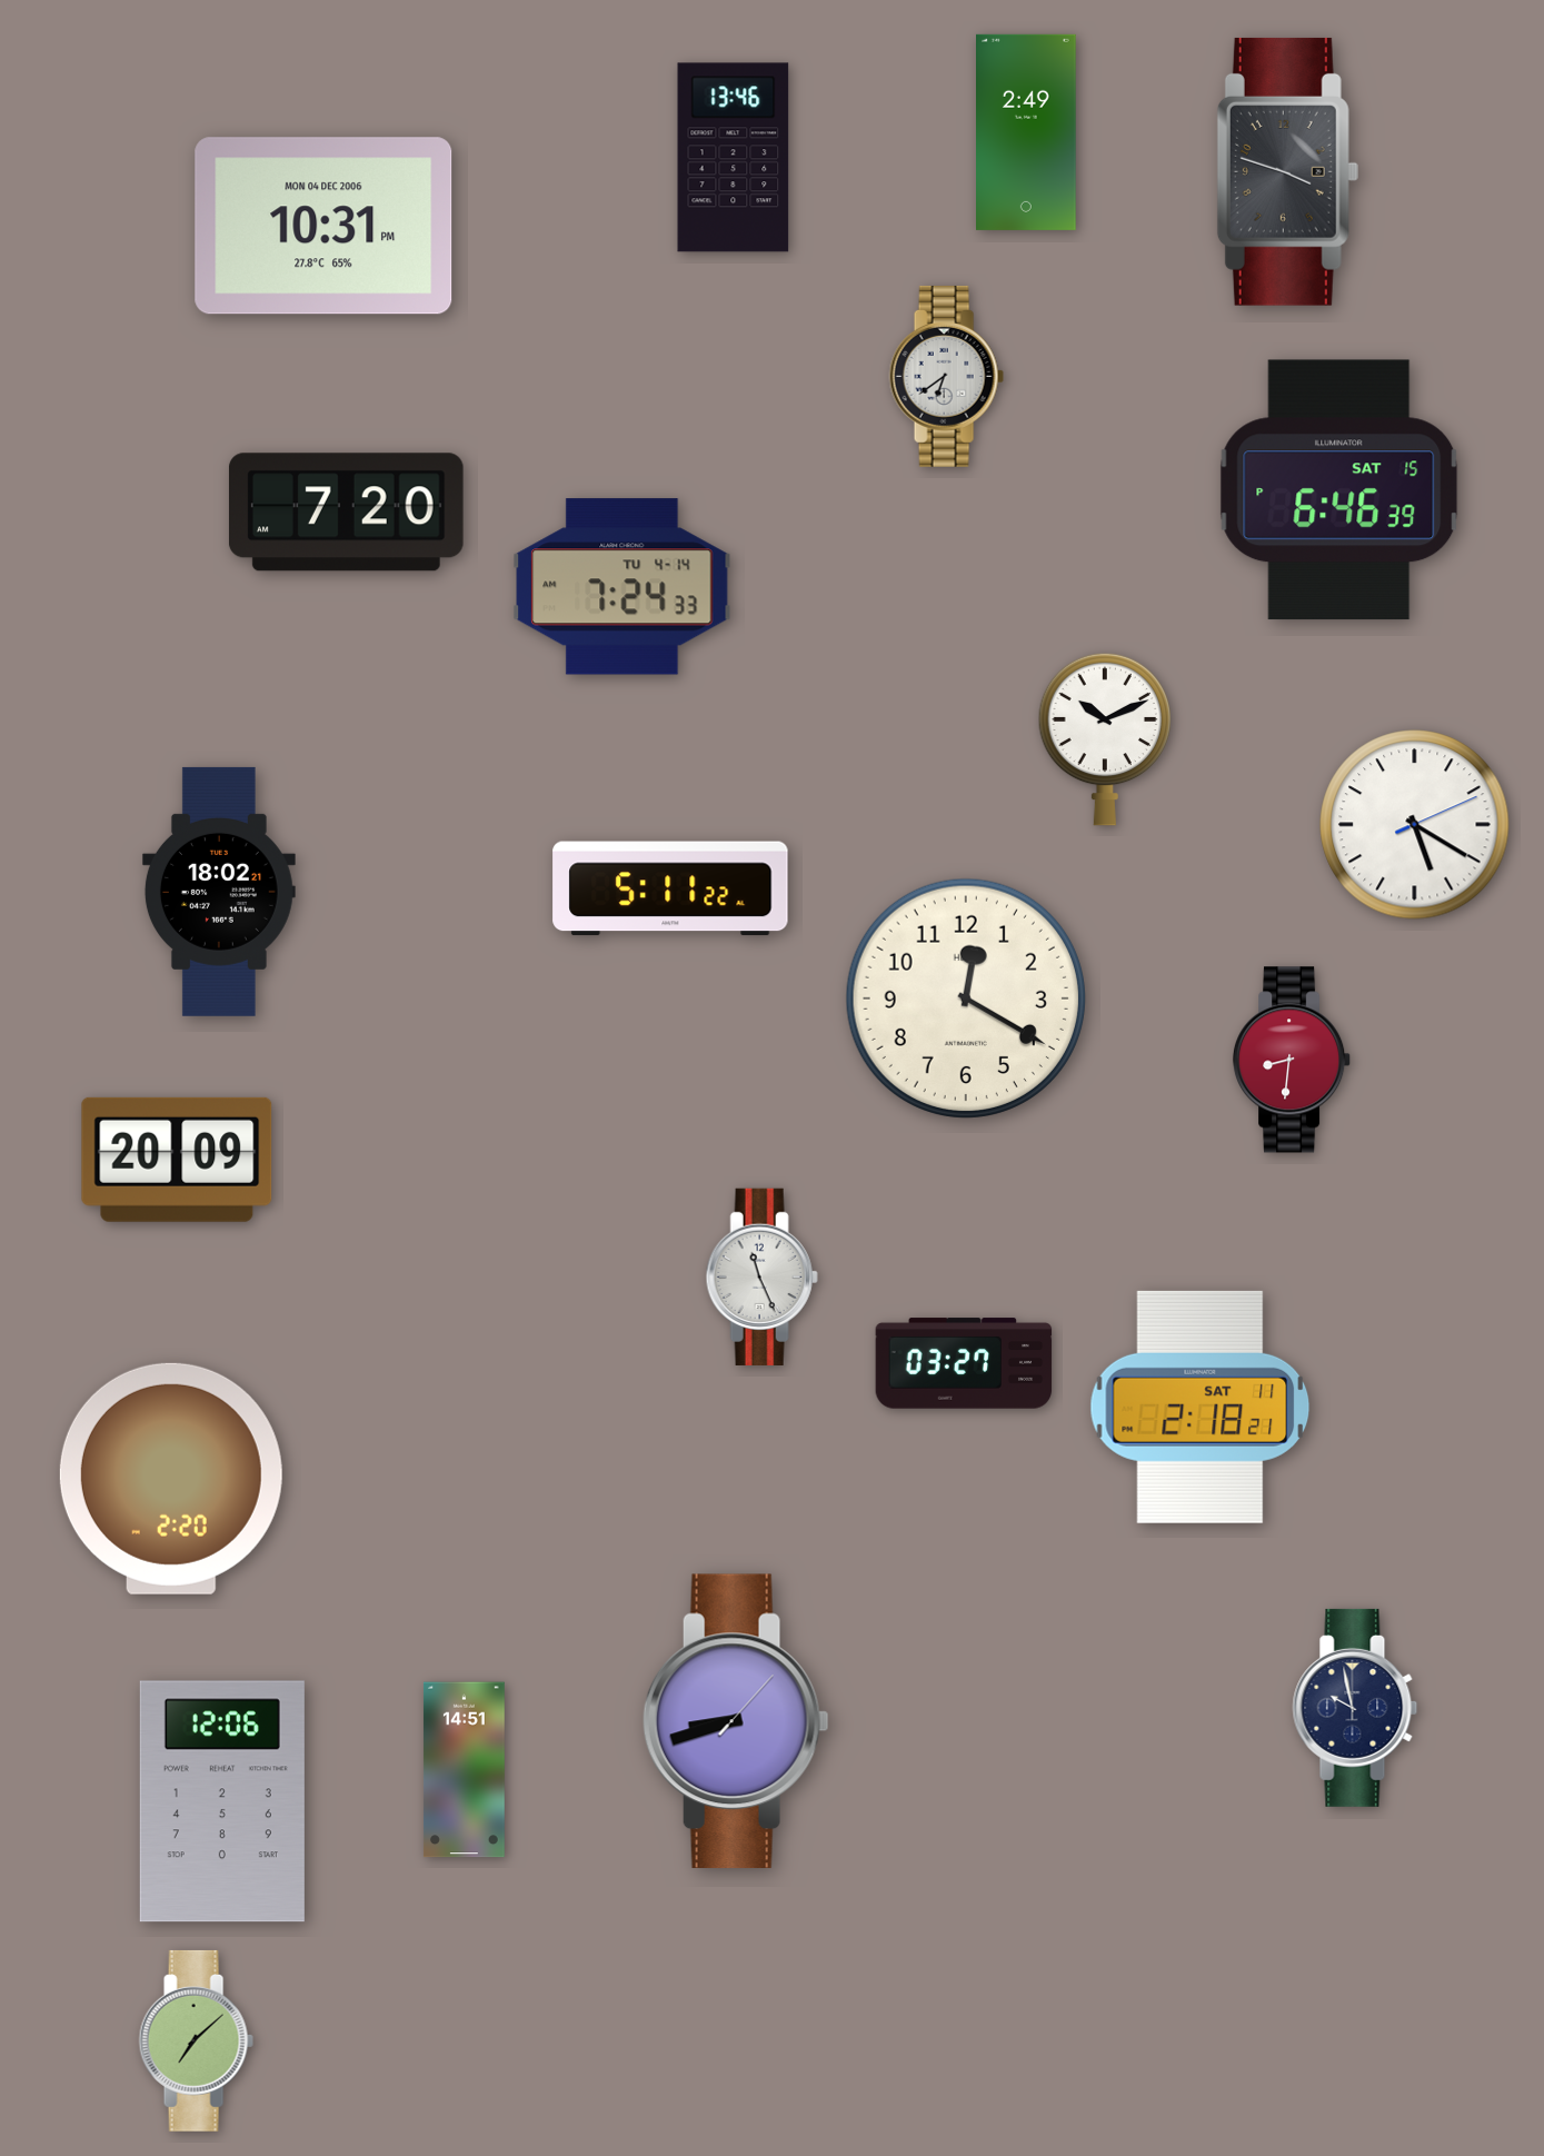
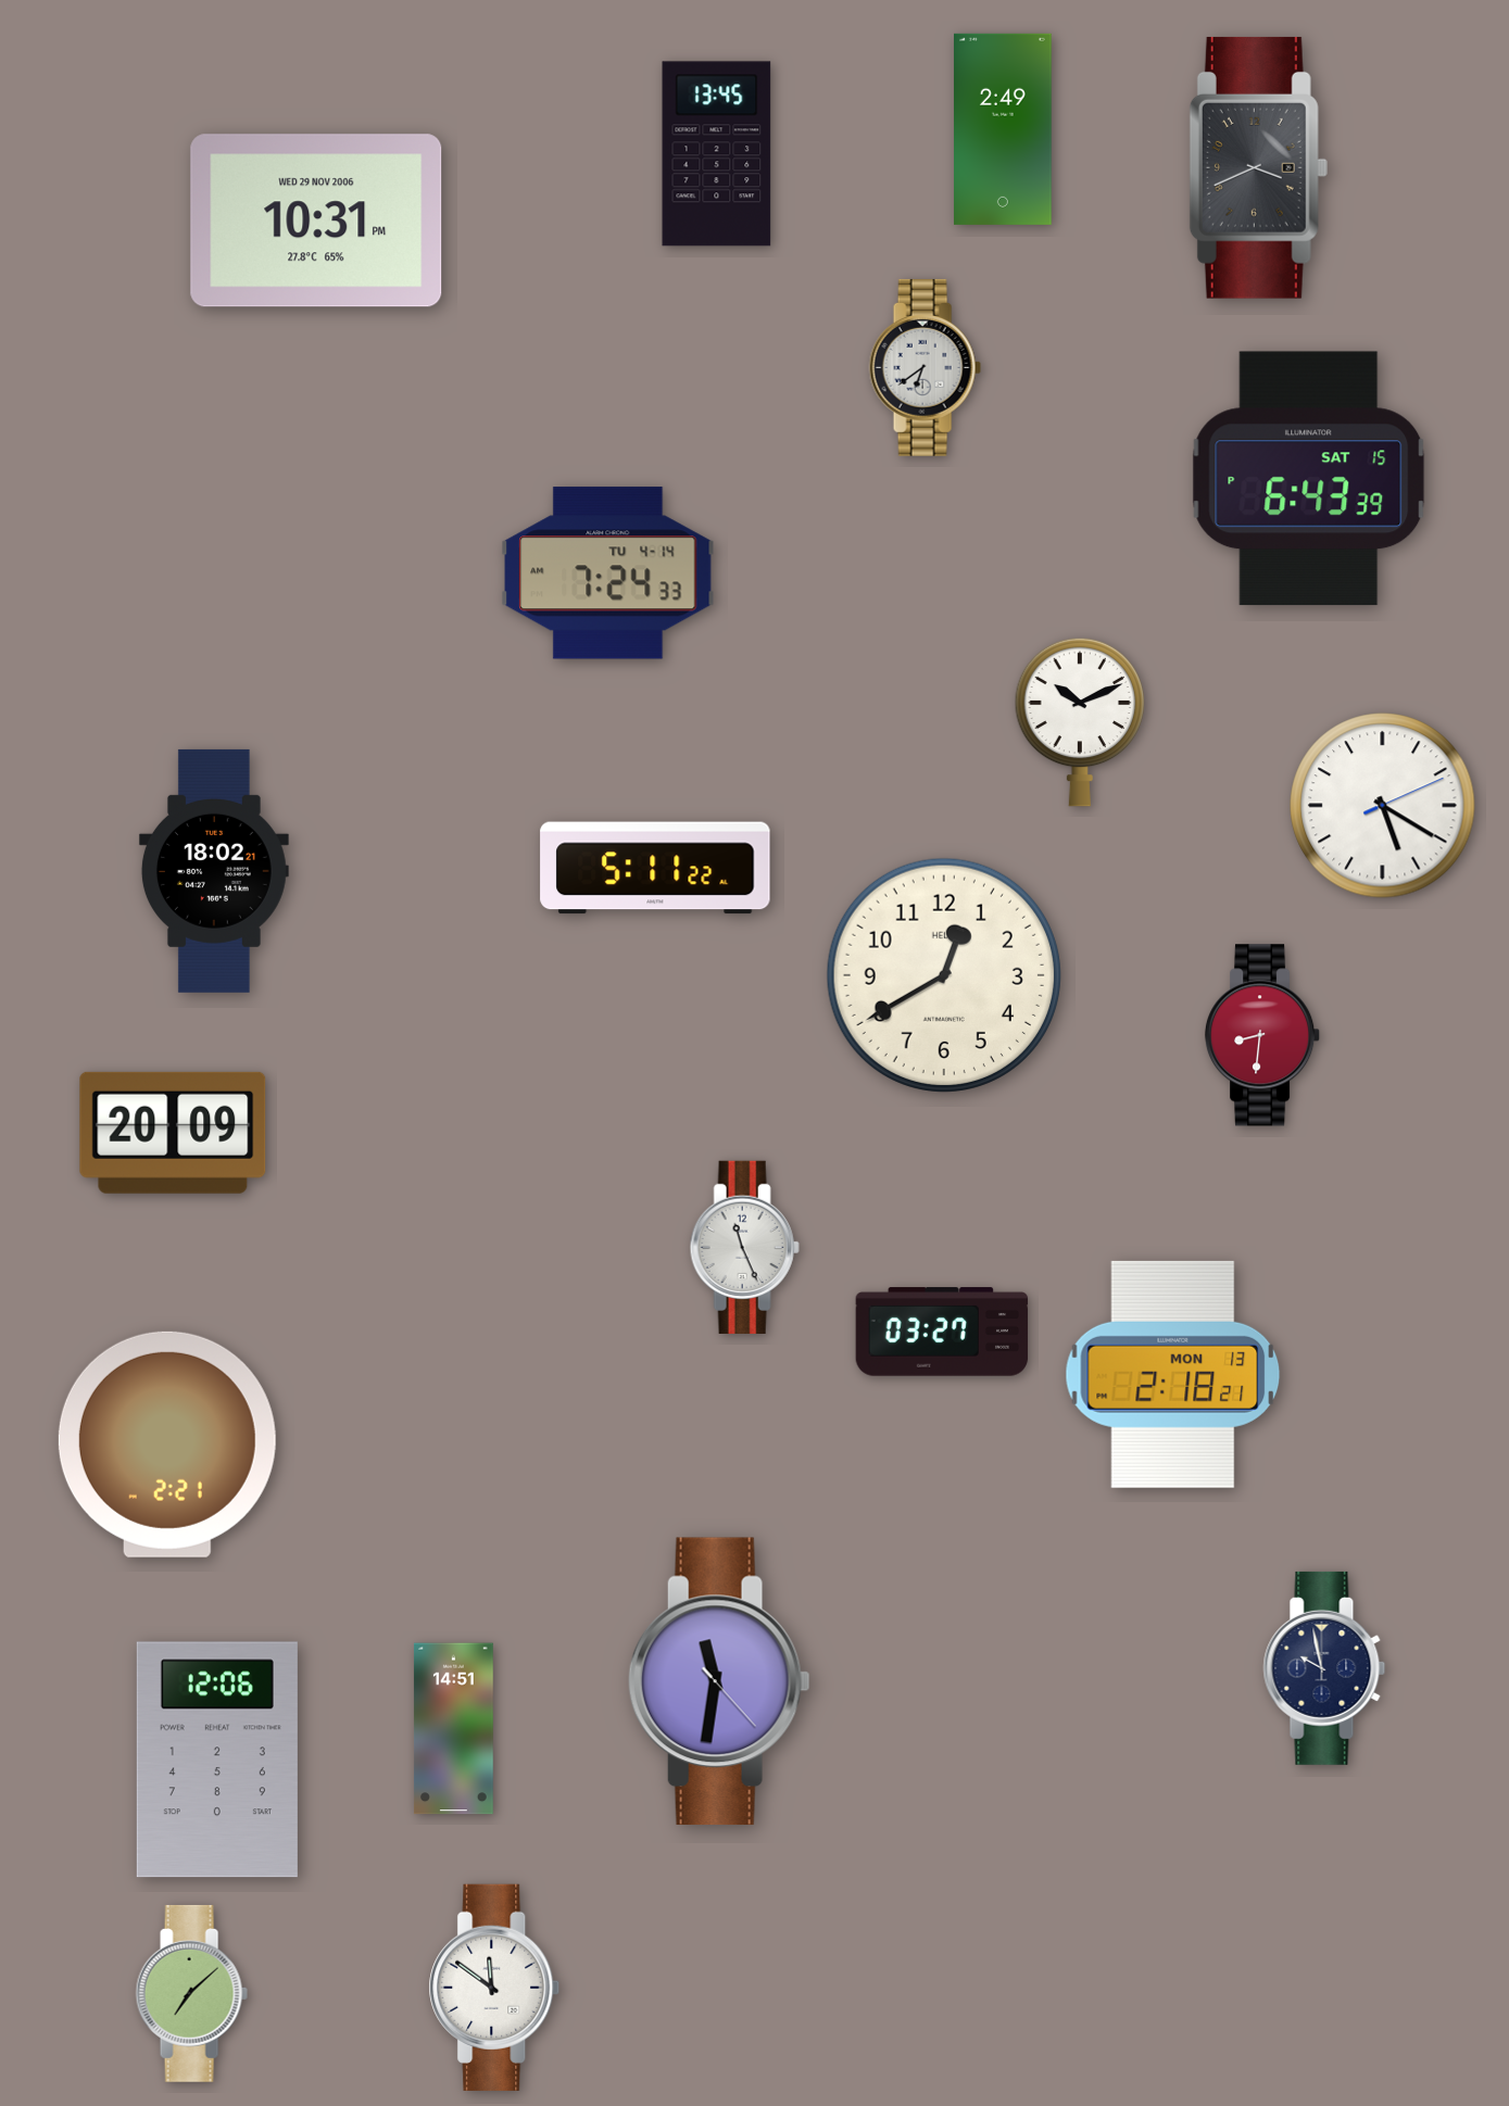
clock at (734, 158): 13:46 -> 13:45
clock at (1287, 171): 3:48 -> 3:41
clock at (323, 226) date: MON 04 DEC 2006 -> WED 29 NOV 2006
clock at (1339, 490): 6:46 -> 6:43
clock at (347, 513): 7:20 -> none
clock at (966, 998): 12:20 -> 12:40
clock at (1201, 1407) date: SAT 11 -> MON 13
clock at (171, 1479): 2:20 -> 2:21
clock at (736, 1721): 8:42 -> 11:31
clock at (494, 1988): none -> 11:51
